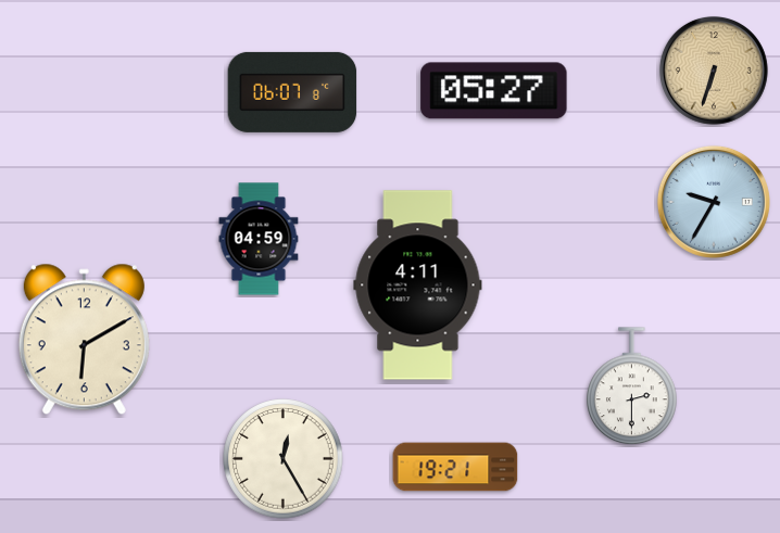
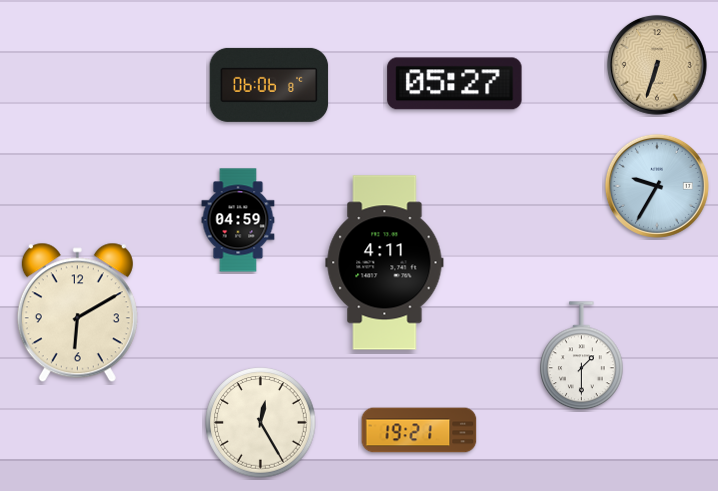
clock at (292, 92): 06:07 -> 06:06
clock at (632, 386): 2:30 -> 1:30
